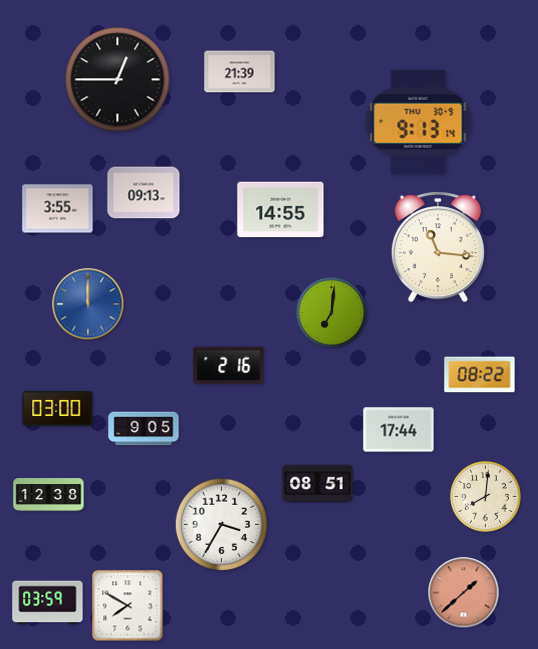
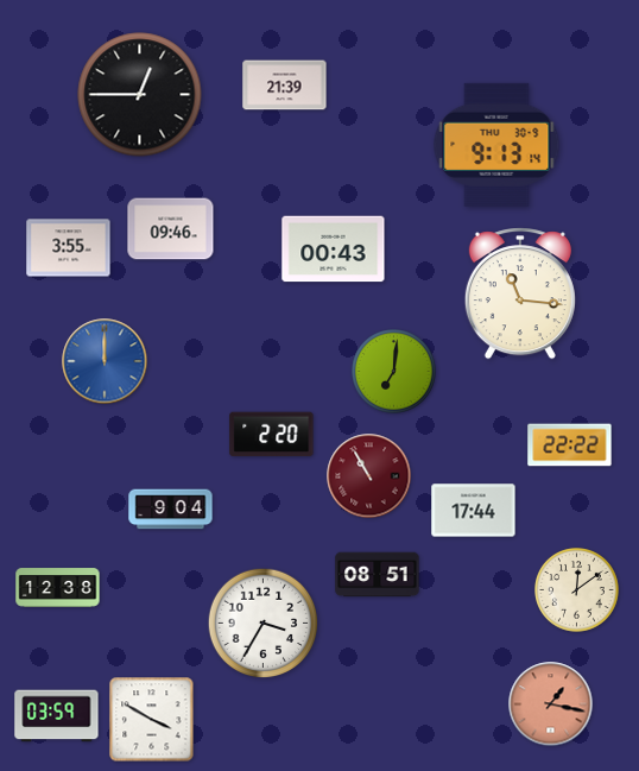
clock at (144, 193): 09:13 -> 09:46
clock at (281, 210): 14:55 -> 00:43
clock at (229, 366): 2:16 -> 2:20
clock at (480, 375): 08:22 -> 22:22
clock at (369, 476): none -> 10:55
clock at (58, 408): 03:00 -> none
clock at (144, 429): 9:05 -> 9:04
clock at (486, 497): 8:01 -> 12:09
clock at (464, 593): 1:38 -> 1:17
clock at (128, 606): 7:50 -> 3:50
